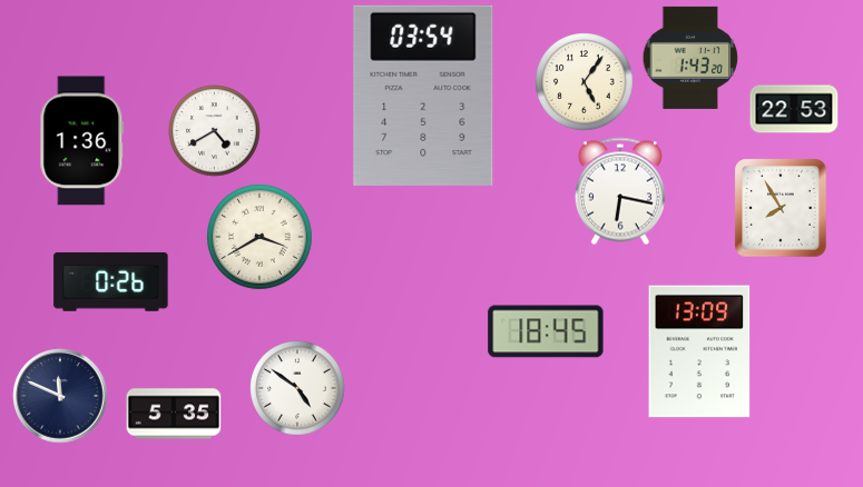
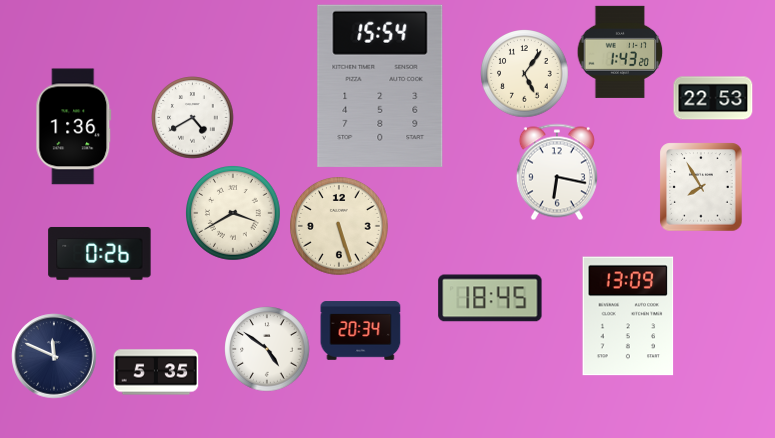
clock at (423, 96): 03:54 -> 15:54
clock at (340, 227): none -> 5:27
clock at (361, 331): none -> 20:34
